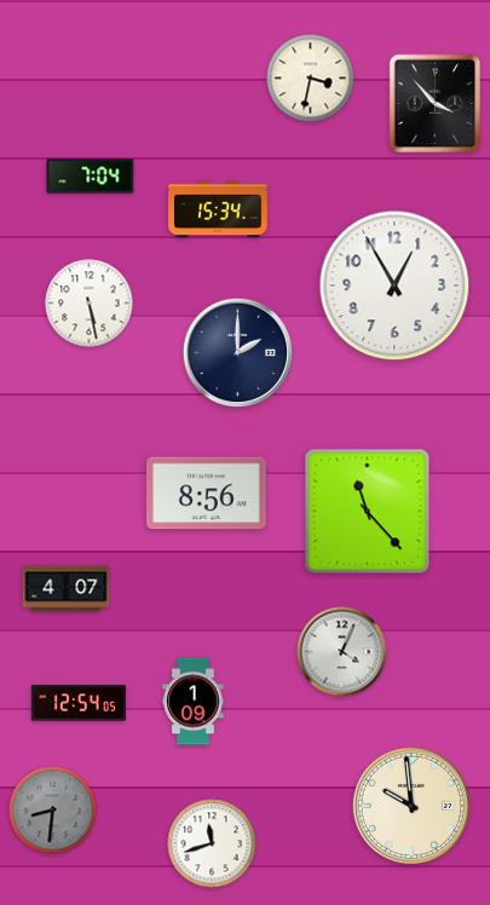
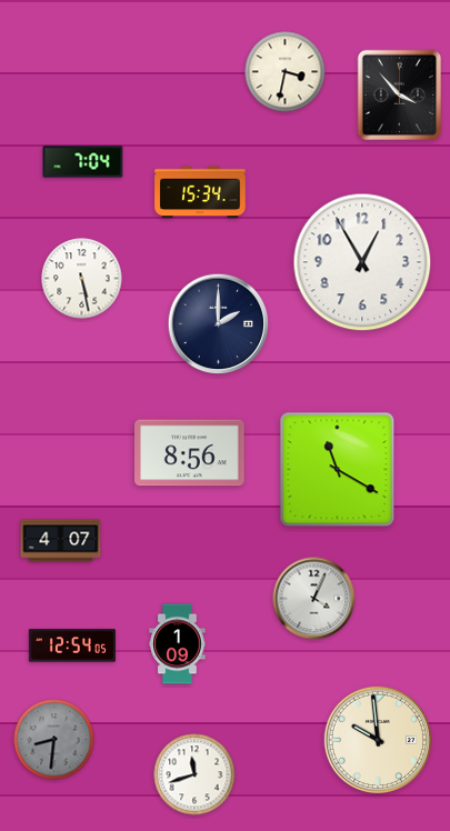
clock at (368, 512): 11:23 -> 11:20
clock at (53, 811) position: (53, 811) -> (54, 740)
